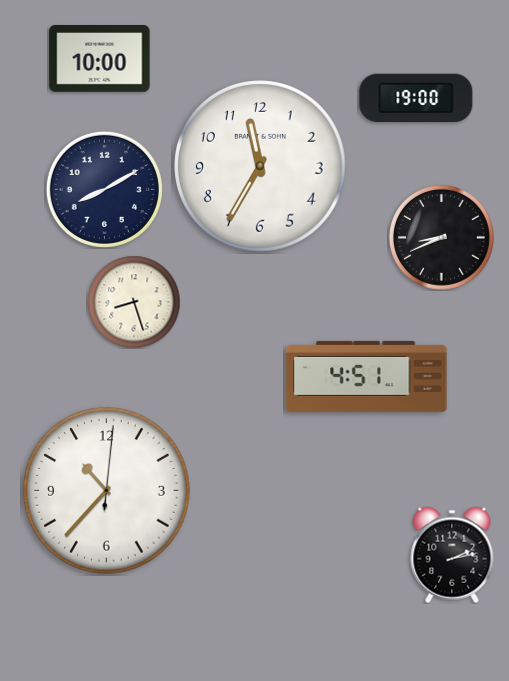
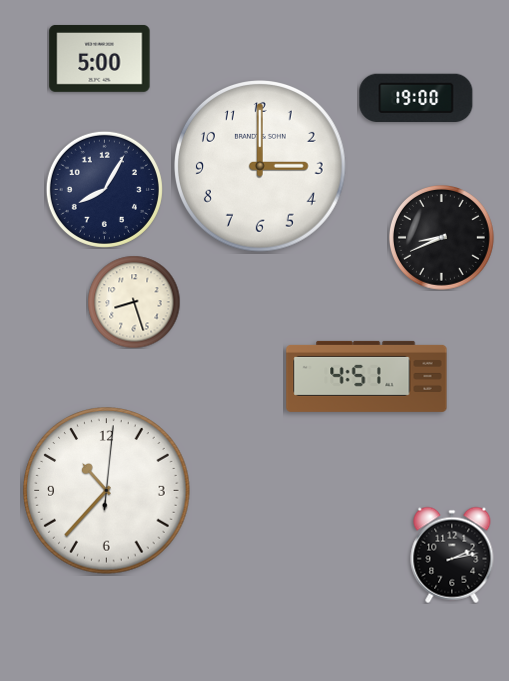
clock at (100, 58): 10:00 -> 5:00
clock at (261, 167): 11:35 -> 3:00
clock at (104, 189): 8:10 -> 8:05
